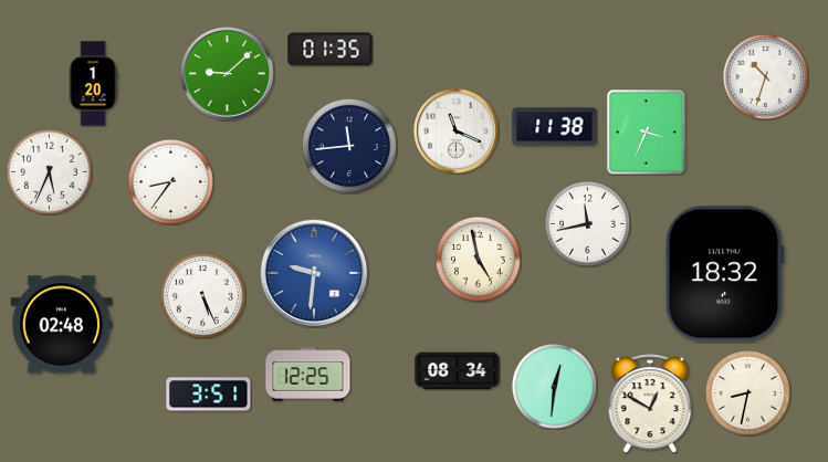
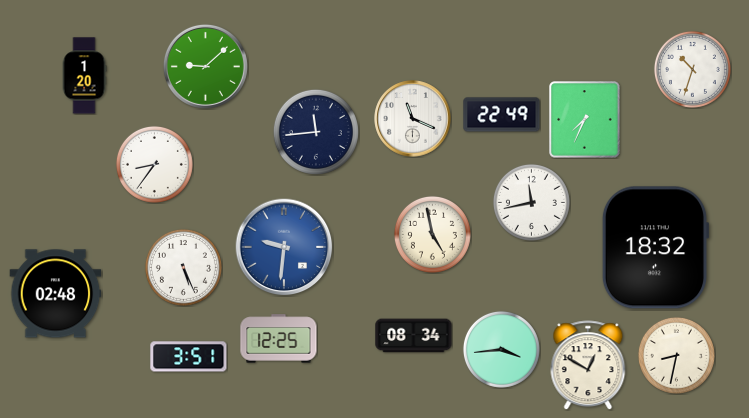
clock at (331, 50): 01:35 -> none
clock at (555, 127): 11:38 -> 22:49
clock at (647, 133): 3:34 -> 7:34
clock at (49, 171): 5:34 -> none
clock at (554, 386): 12:31 -> 3:44
